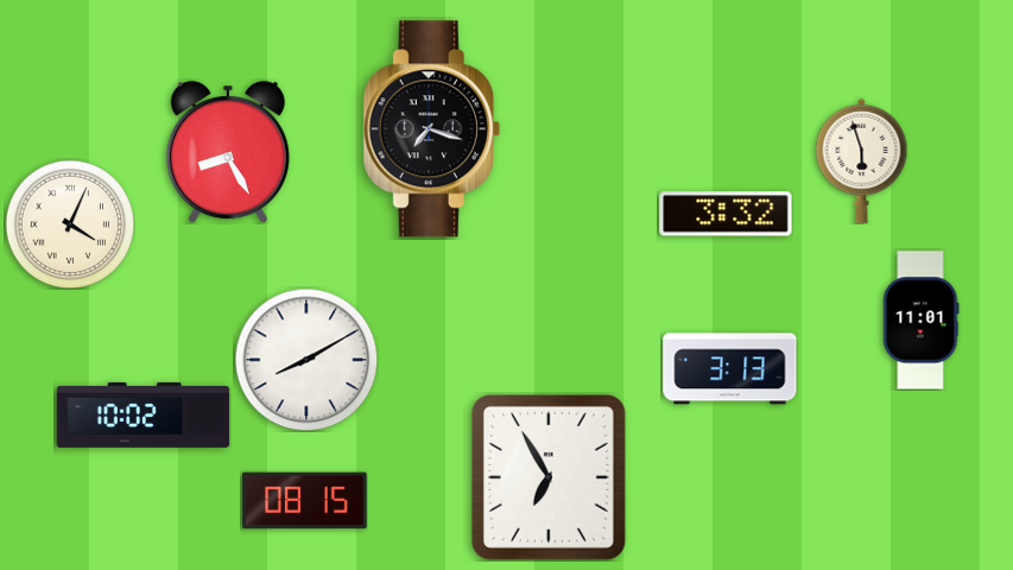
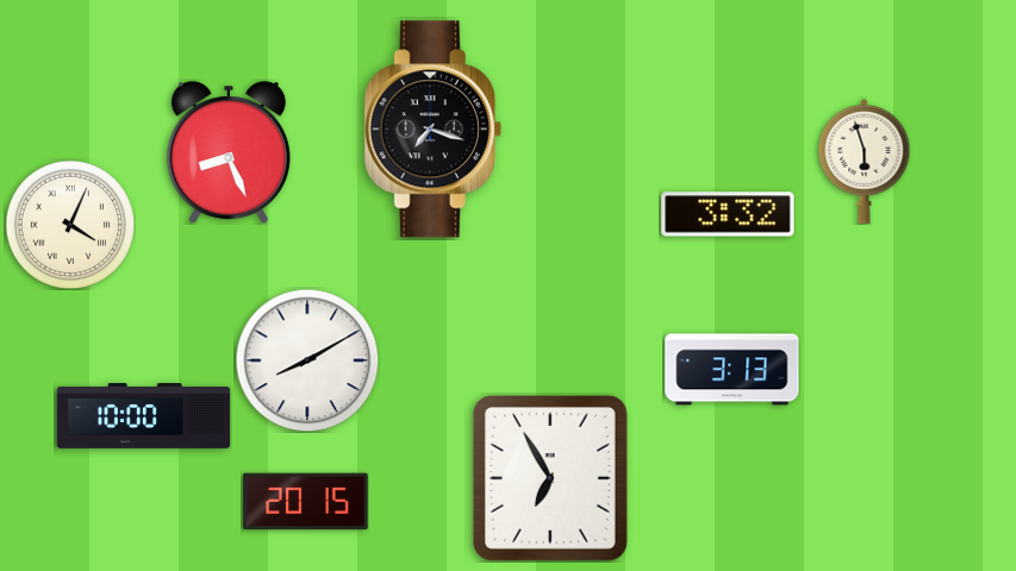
clock at (228, 152): 8:25 -> 8:26
clock at (922, 321): 11:01 -> none
clock at (144, 414): 10:02 -> 10:00
clock at (305, 501): 08:15 -> 20:15
